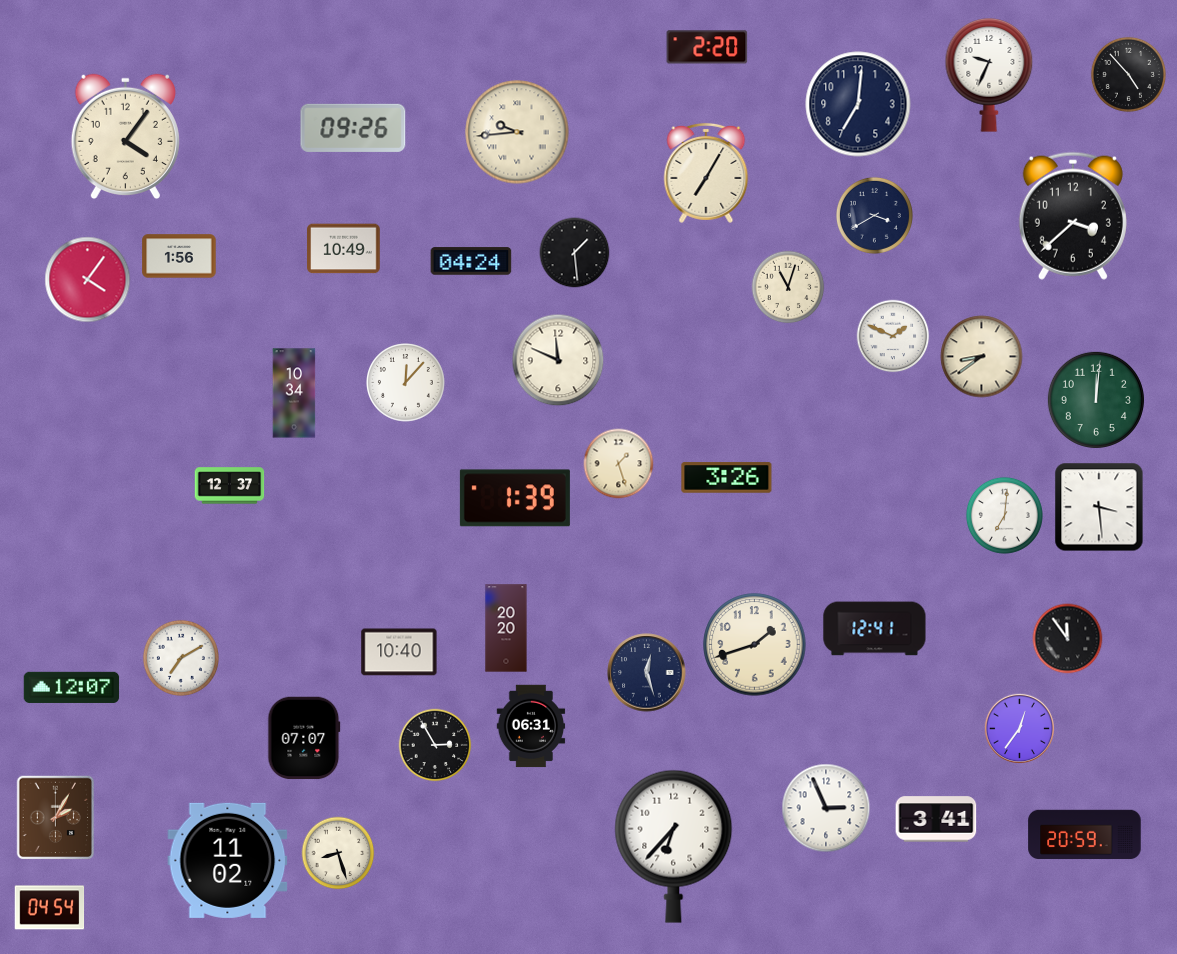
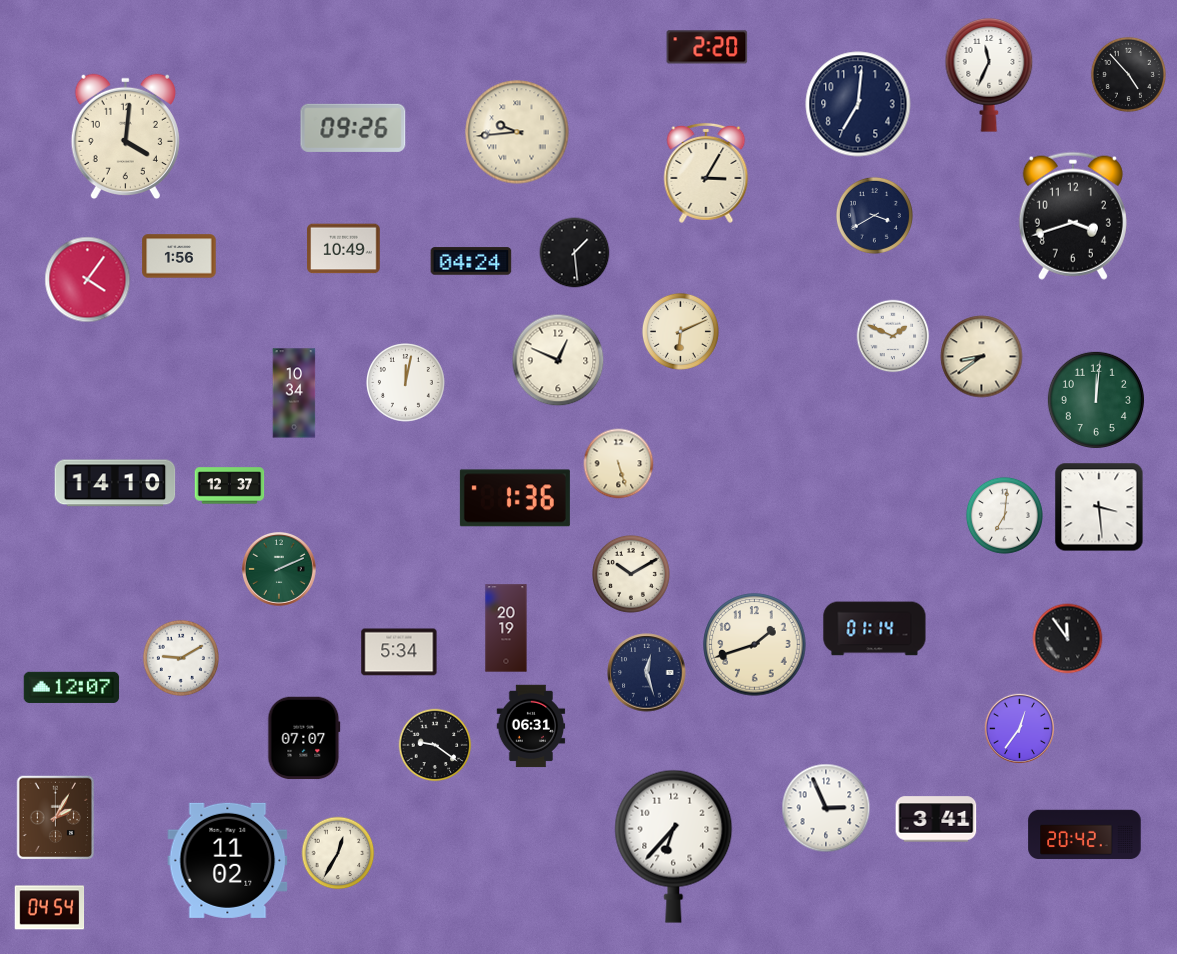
clock at (989, 75): 9:34 -> 11:34
clock at (125, 137): 4:06 -> 4:01
clock at (706, 173): 7:05 -> 3:05
clock at (1073, 216): 3:38 -> 3:42
clock at (788, 287): 11:03 -> none
clock at (680, 331): none -> 6:11
clock at (558, 360): 11:49 -> 12:49
clock at (406, 383): 12:07 -> 12:02
clock at (619, 464): 1:27 -> 5:27
clock at (727, 478): 3:26 -> none
clock at (115, 483): none -> 14:10
clock at (515, 498): 1:39 -> 1:36
clock at (280, 570): none -> 2:11
clock at (631, 574): none -> 10:10
clock at (506, 628): 20:20 -> 20:19
clock at (875, 629): 12:41 -> 01:14
clock at (399, 652): 10:40 -> 5:34
clock at (181, 658): 7:10 -> 9:10
clock at (435, 745): 2:55 -> 9:21
clock at (1085, 835): 20:59 -> 20:42
clock at (338, 853): 8:27 -> 12:35
